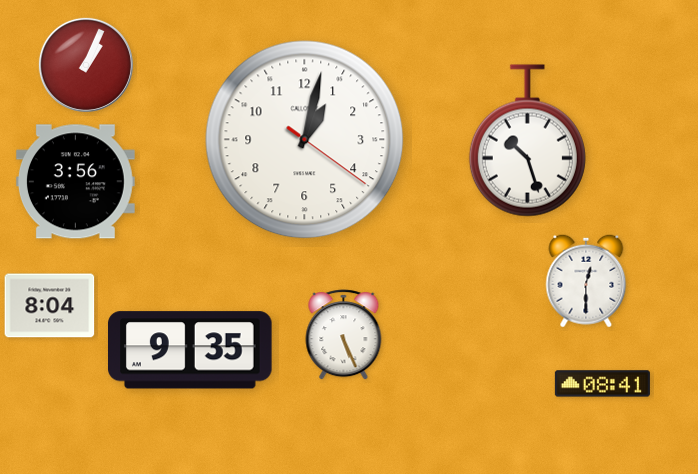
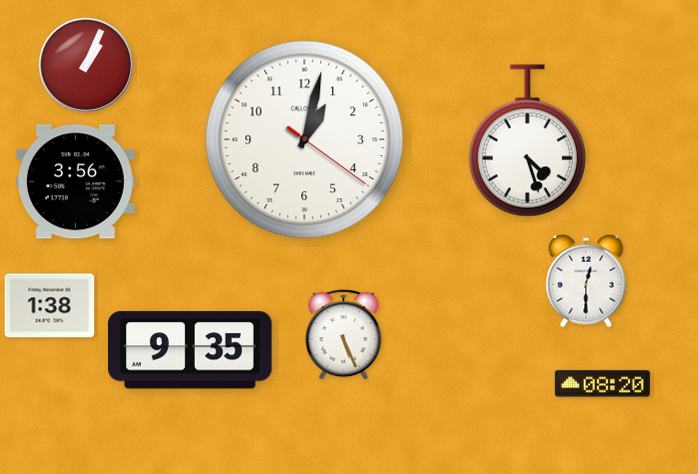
clock at (527, 141): 10:27 -> 4:27
clock at (50, 306): 8:04 -> 1:38
clock at (602, 384): 08:41 -> 08:20
